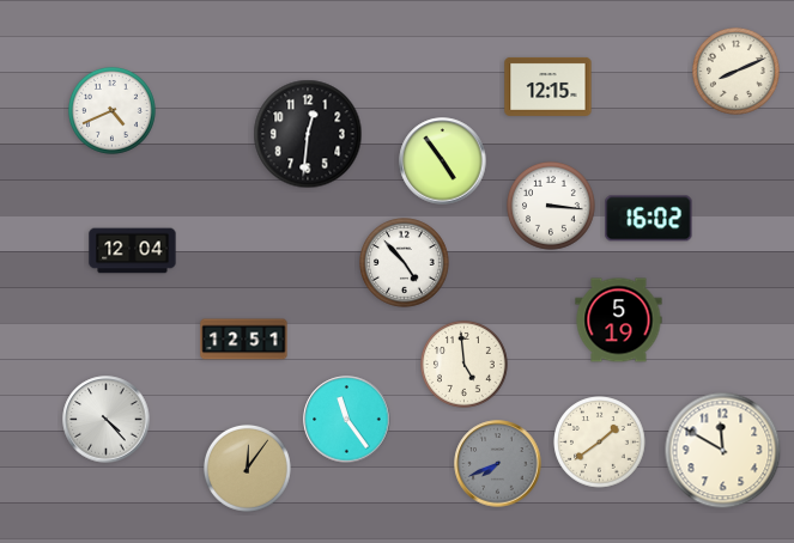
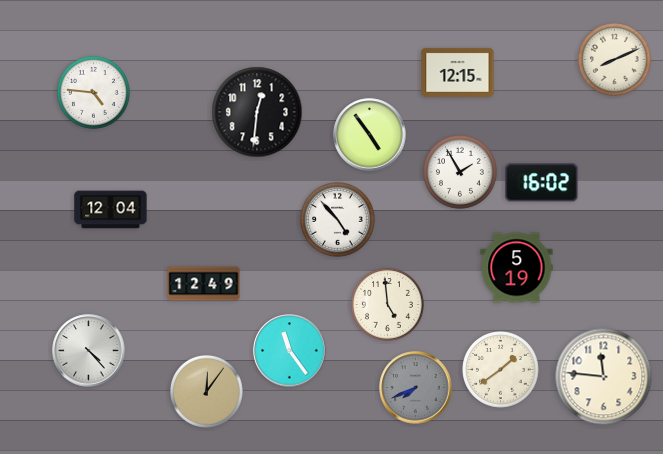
clock at (111, 110): 4:41 -> 4:46
clock at (552, 207): 3:16 -> 1:55
clock at (244, 340): 12:51 -> 12:49
clock at (723, 451): 11:50 -> 11:46
